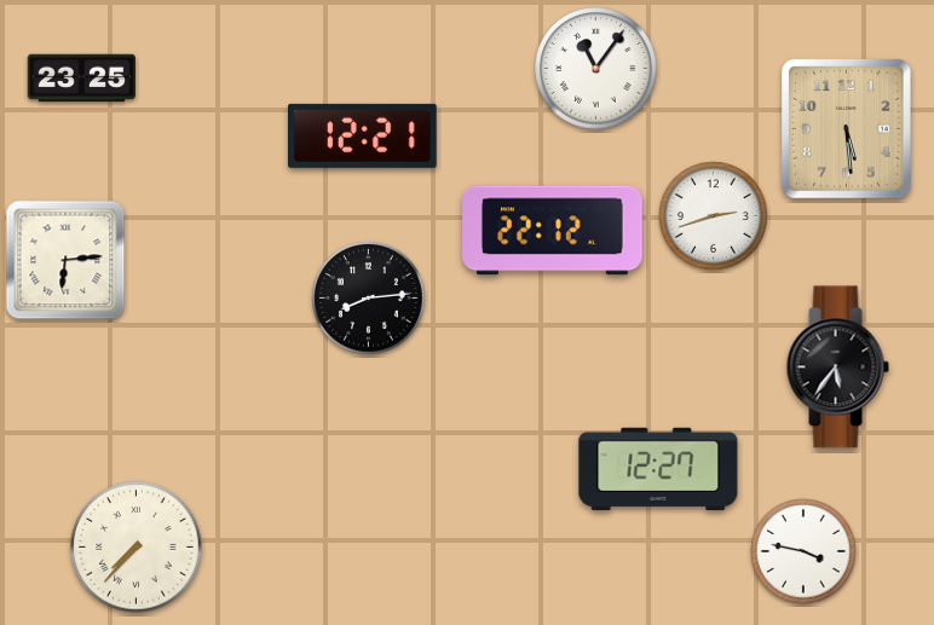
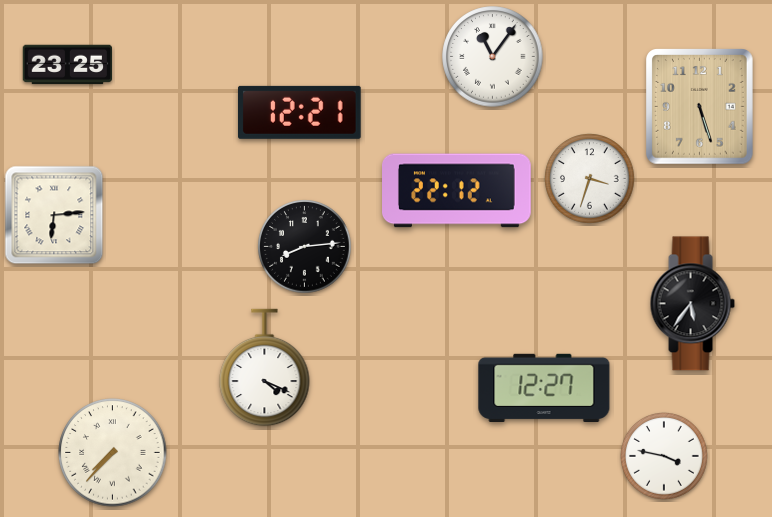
clock at (847, 129): 5:29 -> 5:27
clock at (714, 216): 2:42 -> 3:33
clock at (265, 368): none -> 4:19
